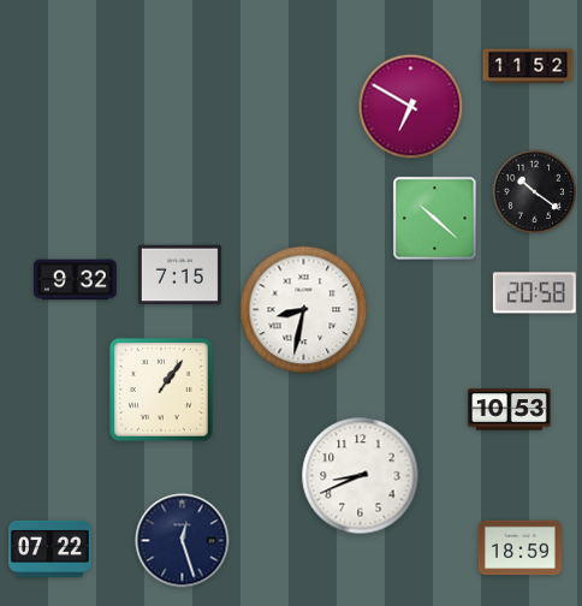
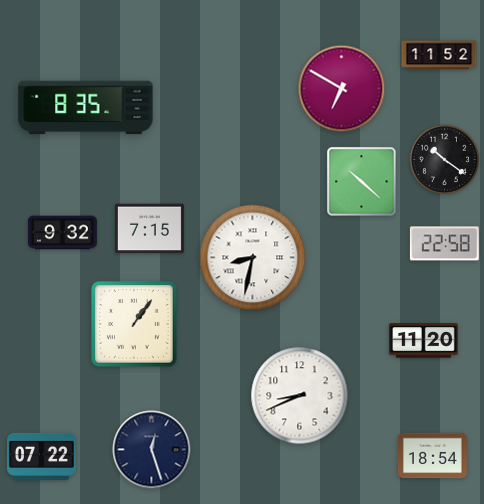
clock at (86, 108): none -> 8:35
clock at (534, 293): 20:58 -> 22:58
clock at (509, 410): 10:53 -> 11:20
clock at (519, 548): 18:59 -> 18:54
